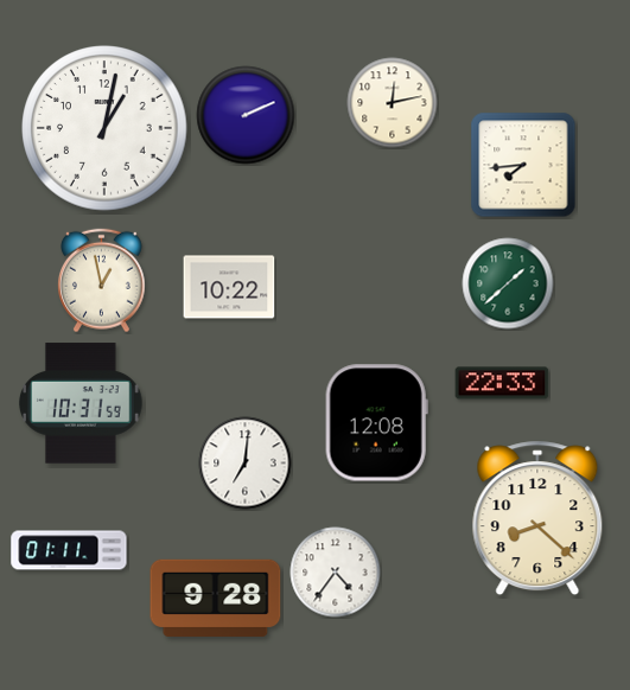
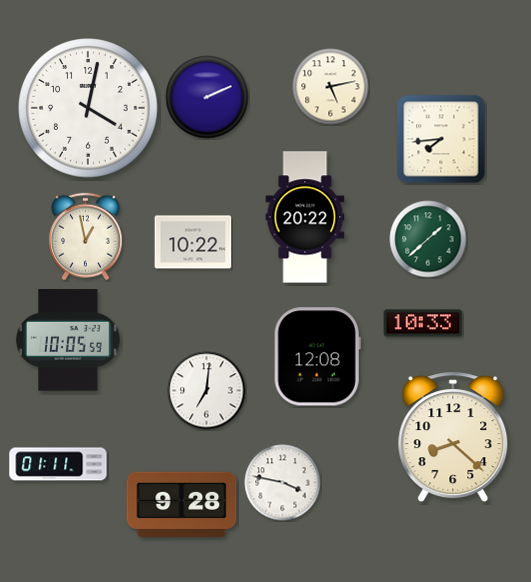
clock at (393, 103): 12:13 -> 5:13
clock at (104, 128): 1:02 -> 4:02
clock at (305, 217): none -> 20:22
clock at (502, 383): 22:33 -> 10:33
clock at (82, 403): 10:31 -> 10:05
clock at (336, 573): 4:36 -> 3:47
